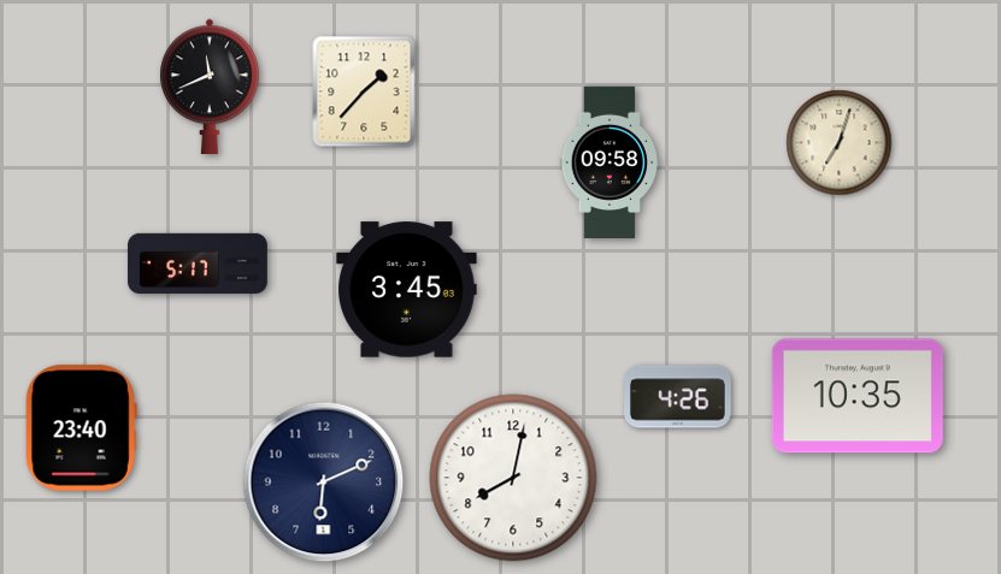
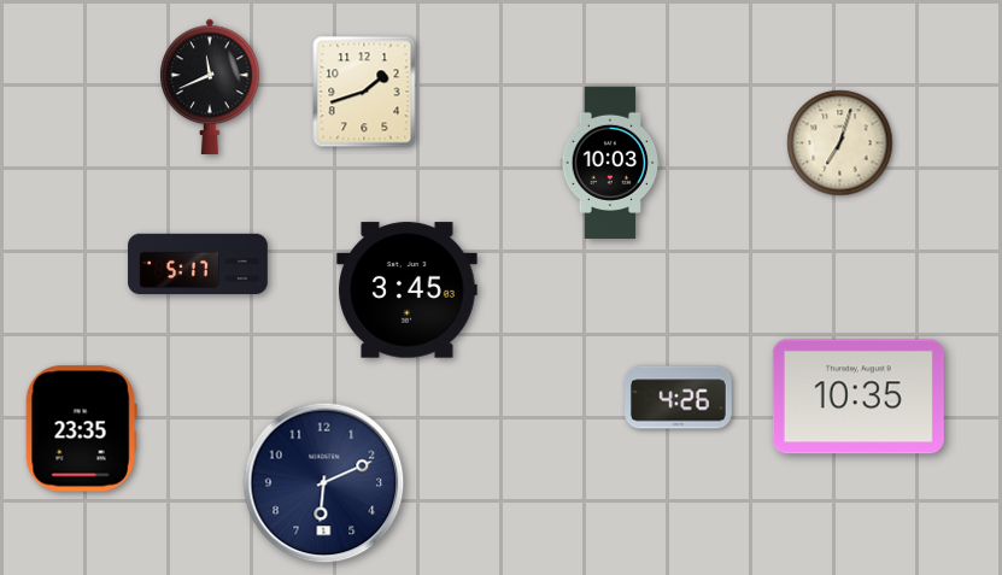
clock at (364, 91): 1:37 -> 1:42
clock at (610, 161): 09:58 -> 10:03
clock at (81, 428): 23:40 -> 23:35
clock at (513, 478): 8:02 -> none
